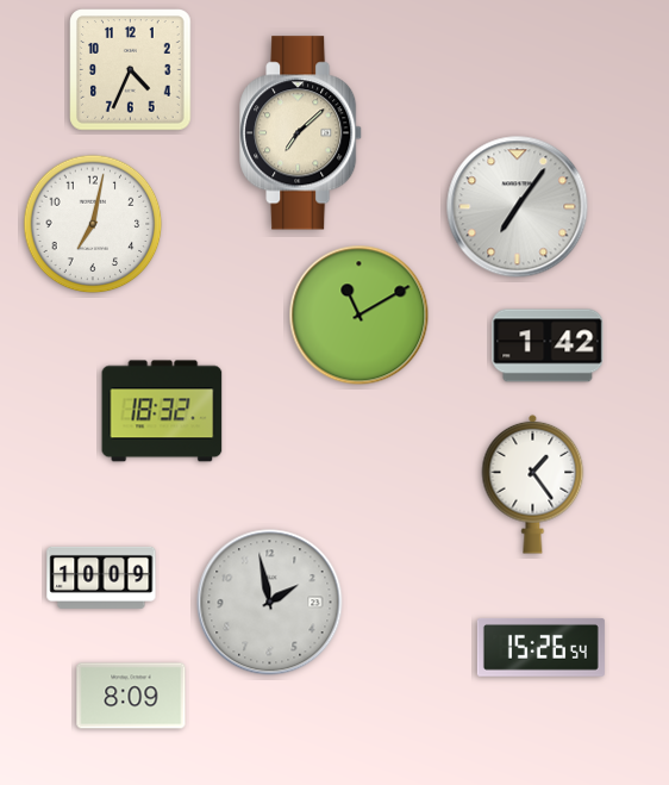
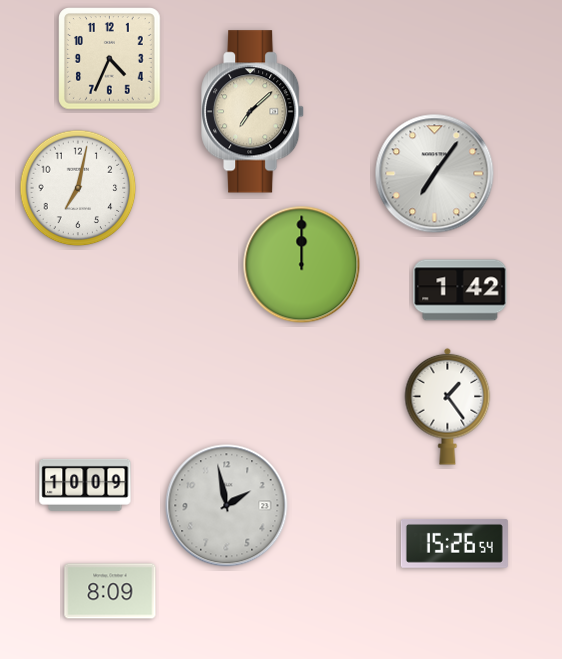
clock at (359, 316): 11:10 -> 12:00
clock at (162, 411): 18:32 -> none
clock at (131, 696) position: (131, 696) -> (110, 591)
